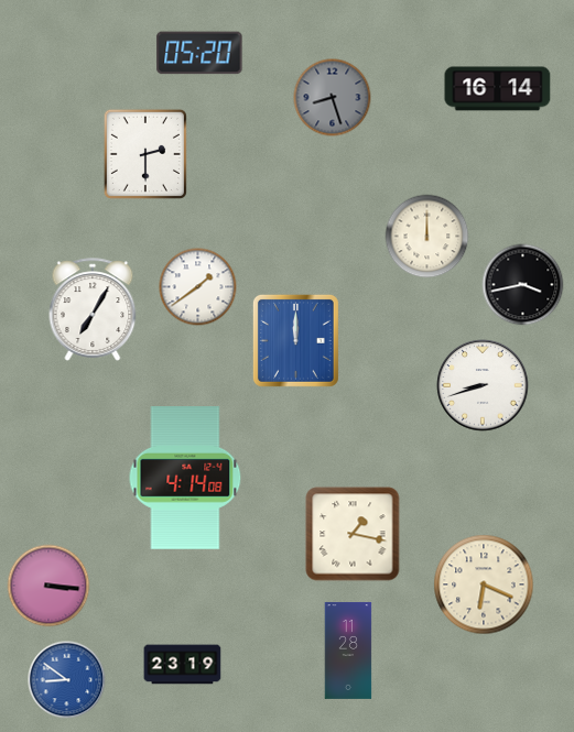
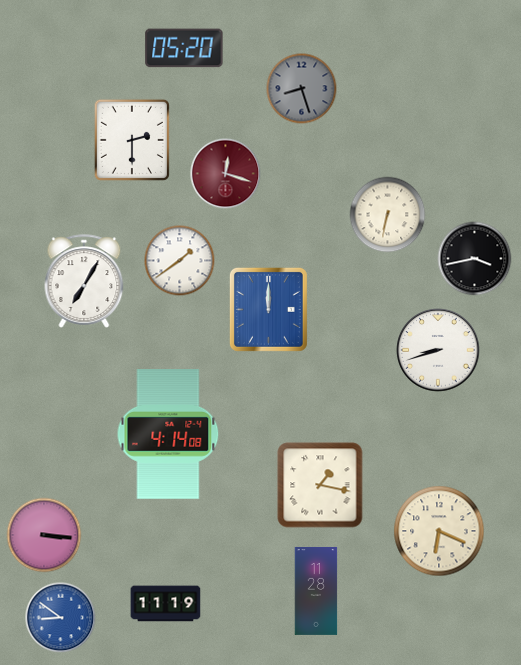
clock at (199, 53) position: (199, 53) -> (184, 48)
clock at (498, 89): 16:14 -> none
clock at (226, 174): none -> 12:18
clock at (427, 237): 12:00 -> 6:32
clock at (48, 586) position: (48, 586) -> (44, 535)
clock at (183, 665): 23:19 -> 11:19
